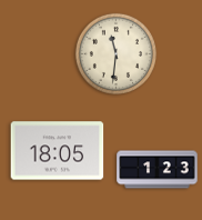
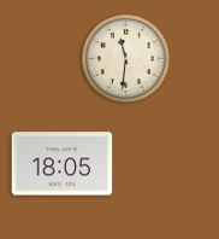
clock at (158, 170): 1:23 -> none
